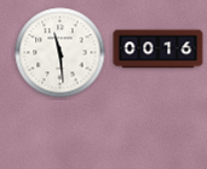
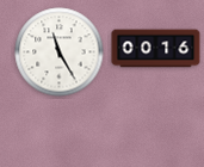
clock at (61, 53): 11:29 -> 11:25
